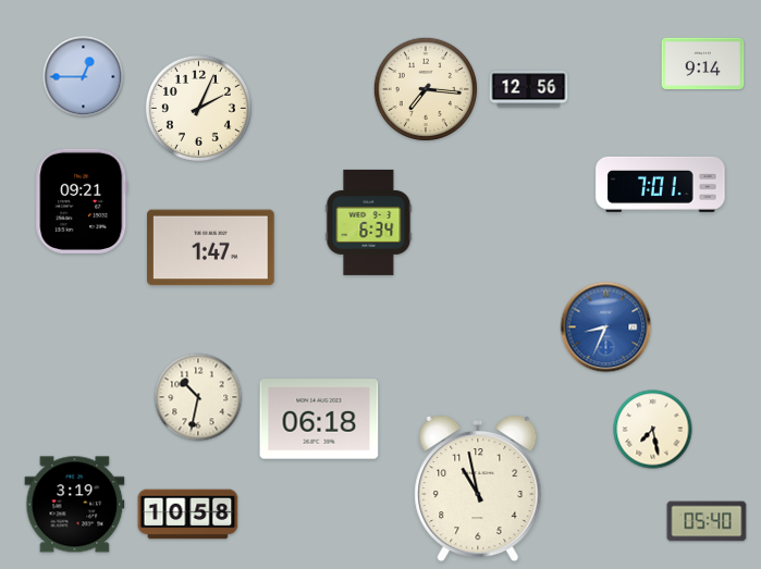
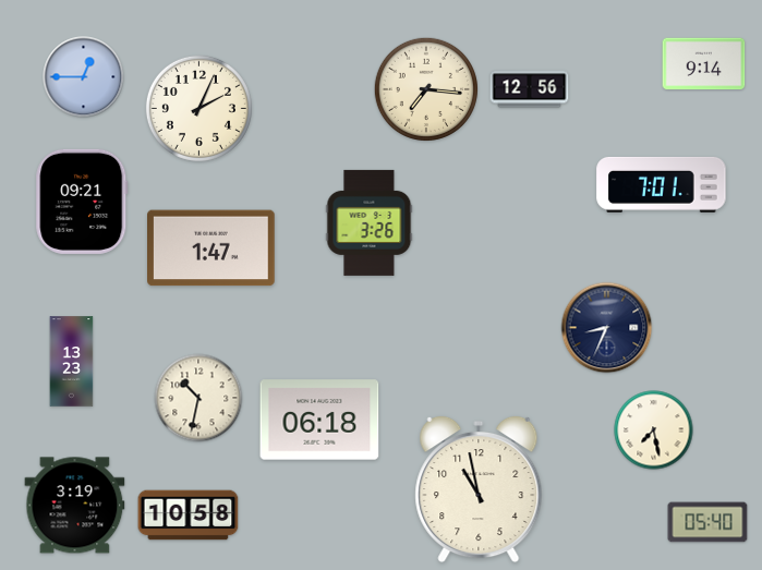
clock at (369, 222): 6:34 -> 3:26
clock at (606, 327) dial: blue -> navy
clock at (72, 362): none -> 13:23
